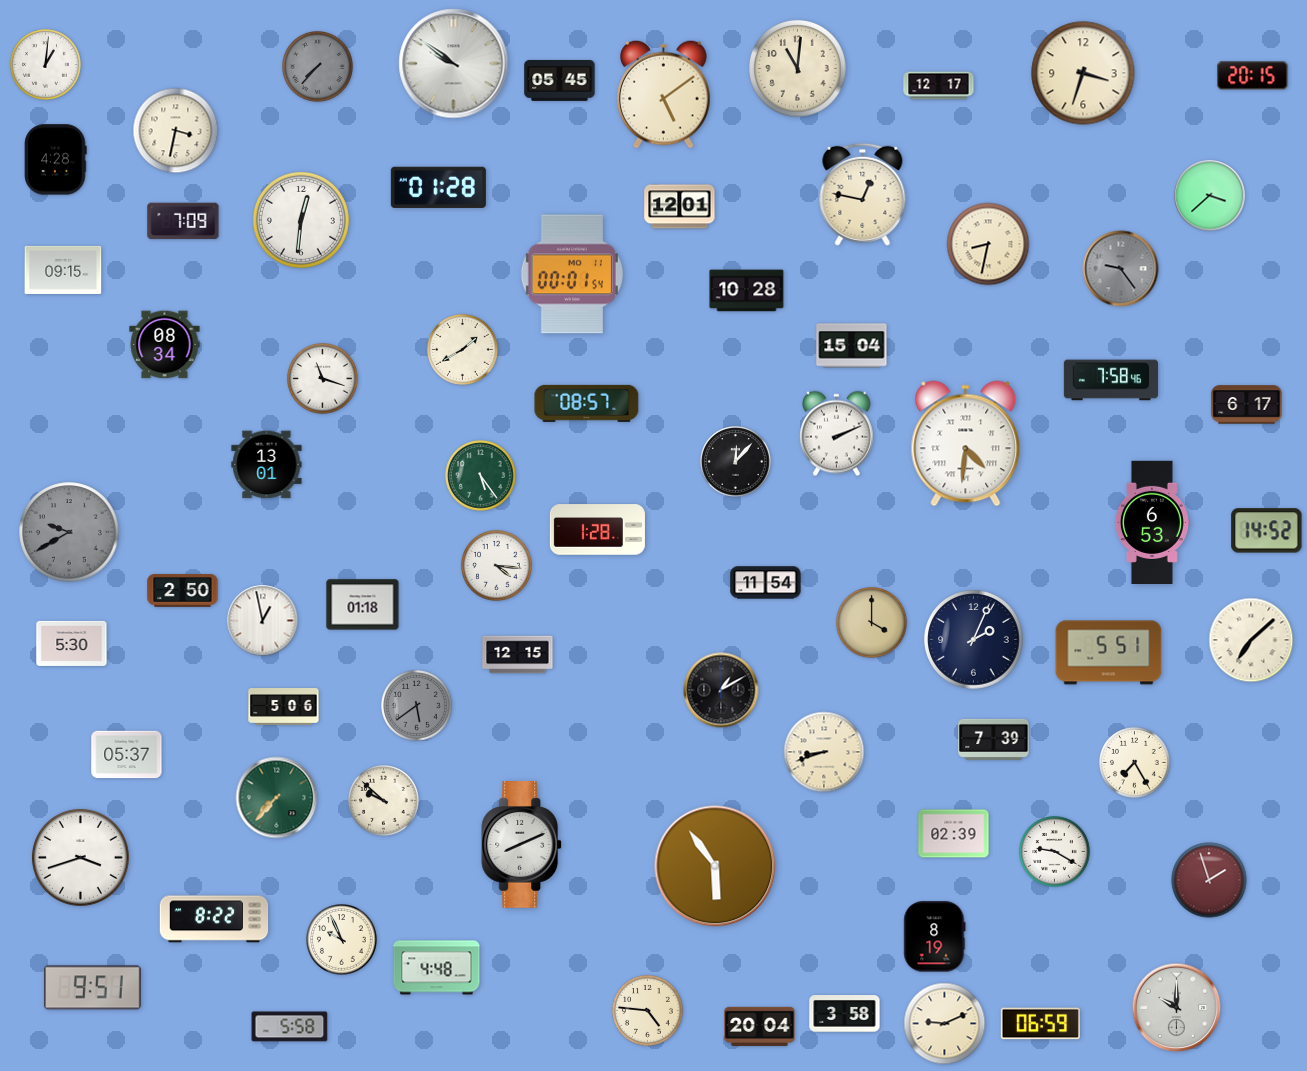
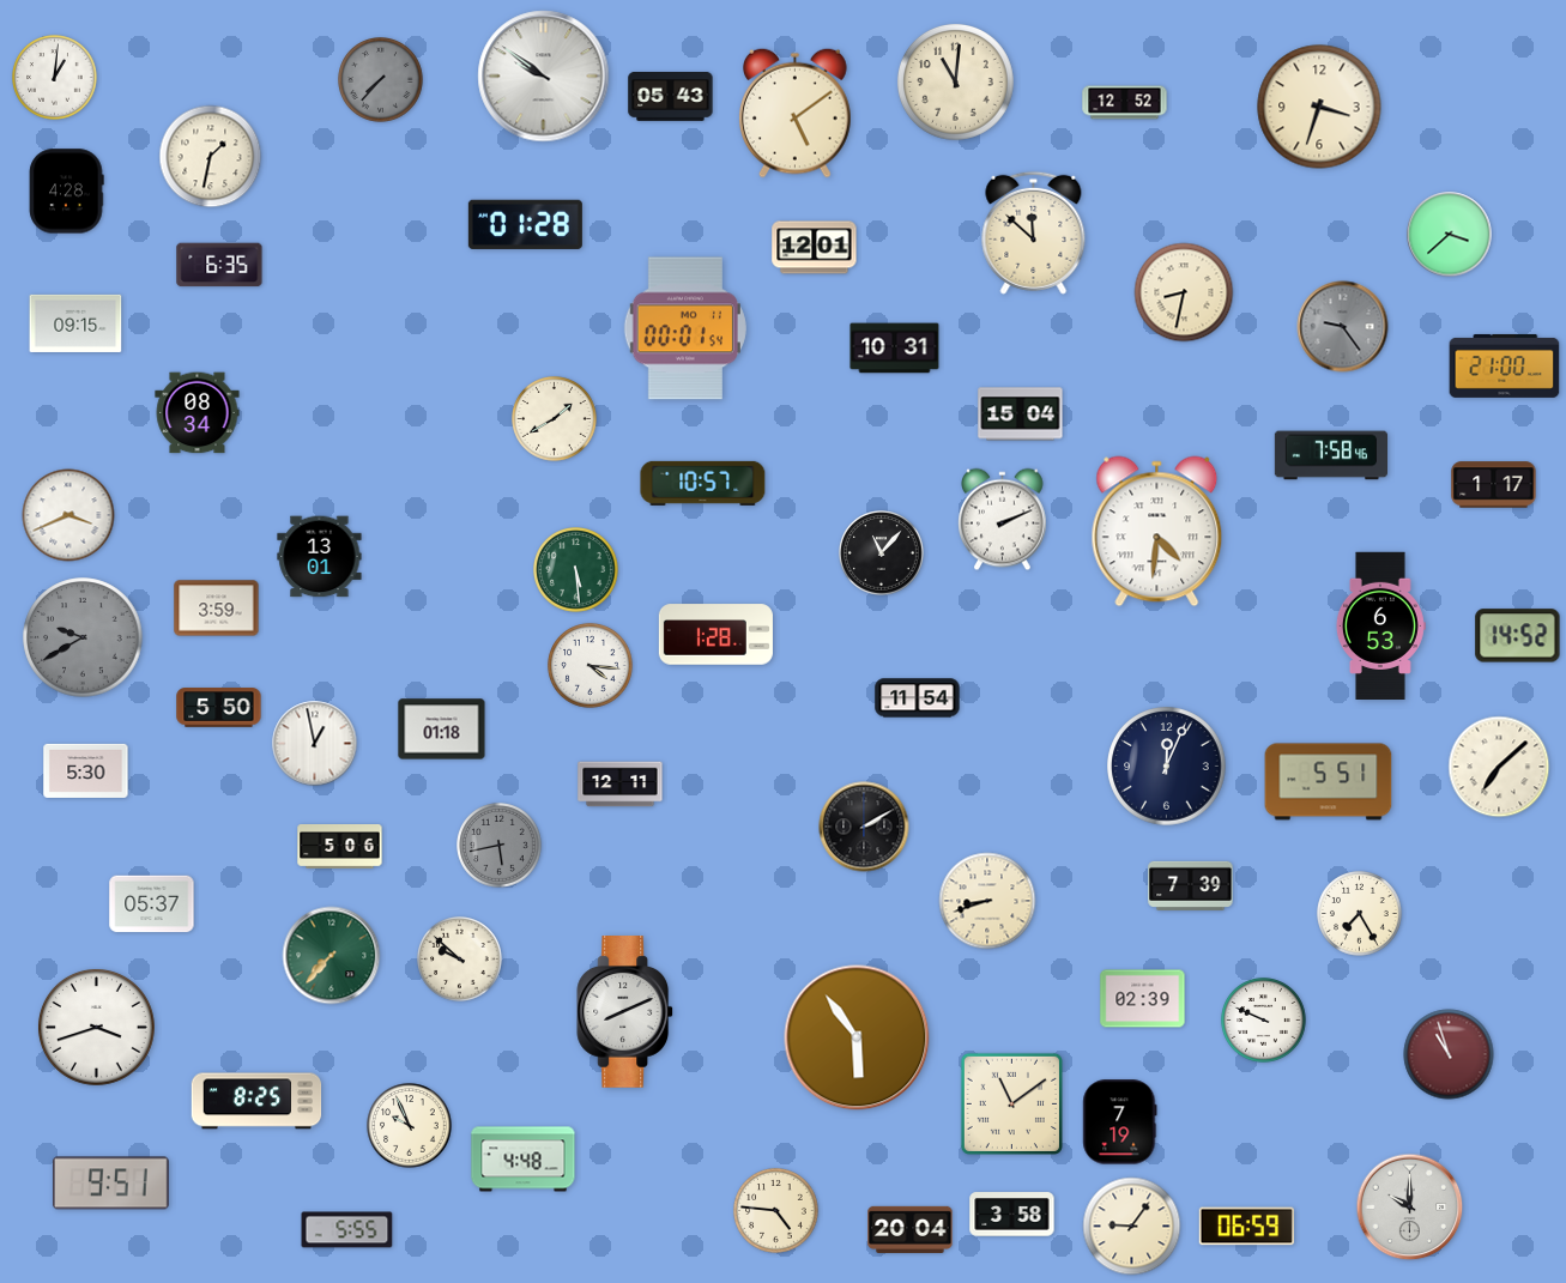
clock at (1083, 73) position: (1083, 73) -> (1319, 107)
clock at (1253, 76): 20:15 -> none
clock at (560, 81): 05:45 -> 05:43
clock at (939, 86): 12:17 -> 12:52
clock at (176, 131): 3:32 -> 1:32
clock at (863, 194): 12:47 -> 11:52
clock at (301, 220): 12:31 -> none
clock at (183, 221): 7:09 -> 6:35
clock at (1121, 269) position: (1121, 269) -> (1343, 327)
clock at (747, 291): 10:28 -> 10:31
clock at (1505, 365): none -> 21:00
clock at (323, 379): 11:18 -> none
clock at (587, 403): 08:57 -> 10:57
clock at (1247, 405): 6:17 -> 1:17
clock at (68, 515): none -> 3:41
clock at (736, 462): 12:07 -> 11:07
clock at (481, 476): 5:24 -> 5:29
clock at (217, 609): none -> 3:59
clock at (497, 566) position: (497, 566) -> (591, 666)
clock at (183, 591): 2:50 -> 5:50
clock at (363, 605) position: (363, 605) -> (442, 730)
clock at (872, 623): 4:00 -> none
clock at (974, 640): 2:04 -> 12:04
clock at (518, 655): 12:15 -> 12:11
clock at (721, 690): 1:10 -> 2:10
clock at (417, 706): 5:39 -> 5:43
clock at (1055, 852): 9:20 -> 9:49
clock at (1209, 880): 1:57 -> 10:57
clock at (214, 919): 8:22 -> 8:25
clock at (1011, 1103): none -> 11:09
clock at (935, 937): 8:19 -> 7:19
clock at (945, 1024): 9:11 -> 9:06
clock at (290, 1027): 5:58 -> 5:55
